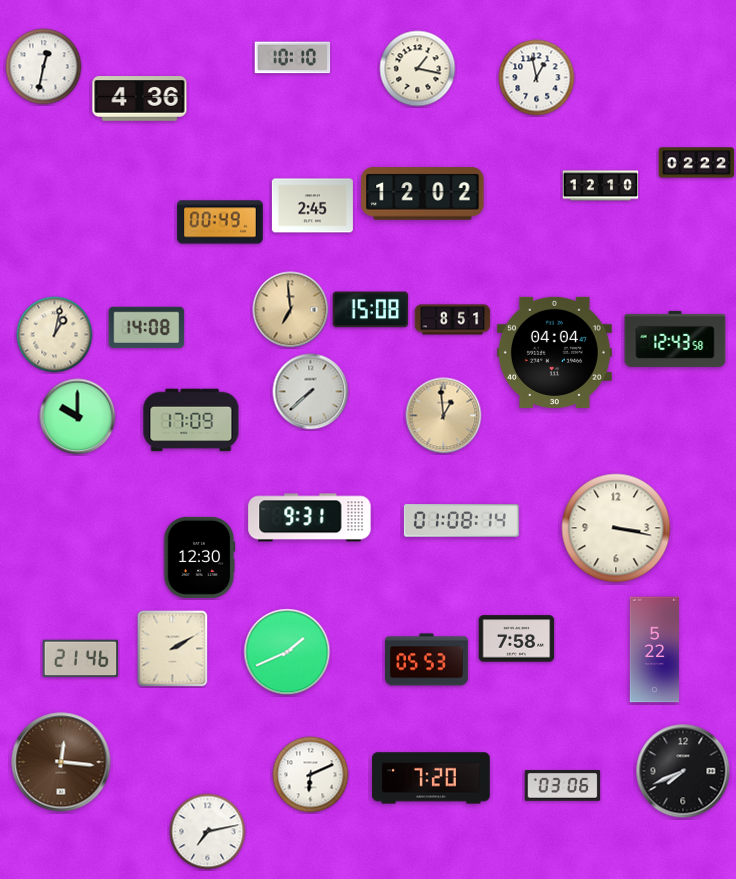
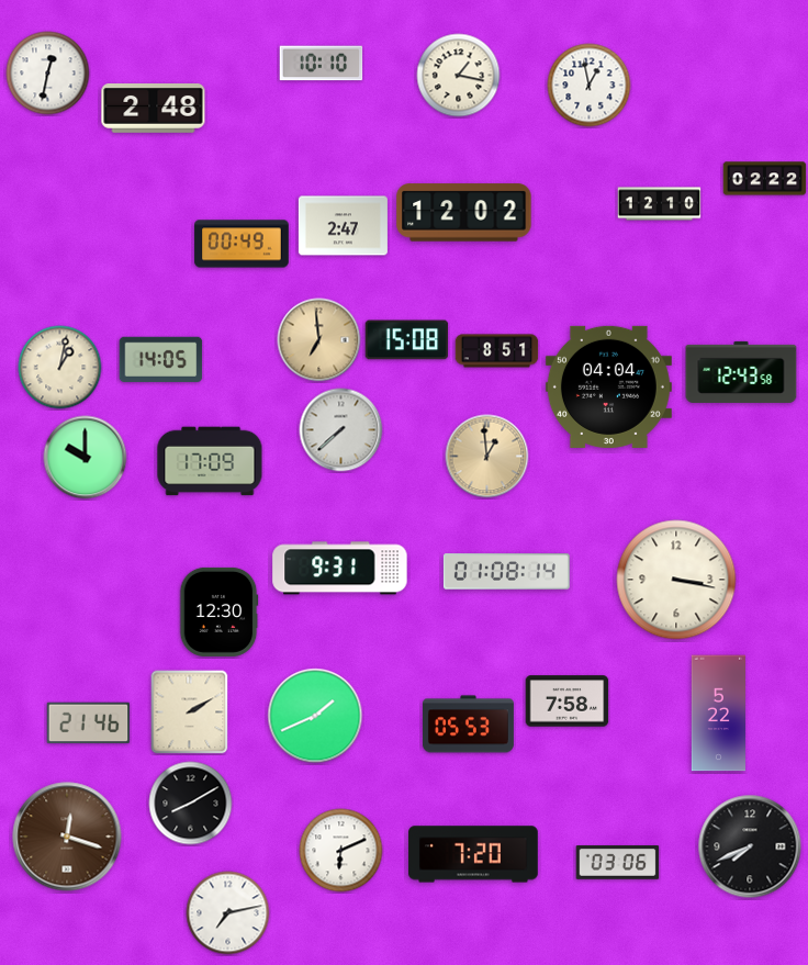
clock at (140, 99): 4:36 -> 2:48
clock at (312, 206): 2:45 -> 2:47
clock at (147, 327): 14:08 -> 14:05
clock at (191, 804): none -> 8:10
clock at (61, 762): 12:16 -> 12:18
